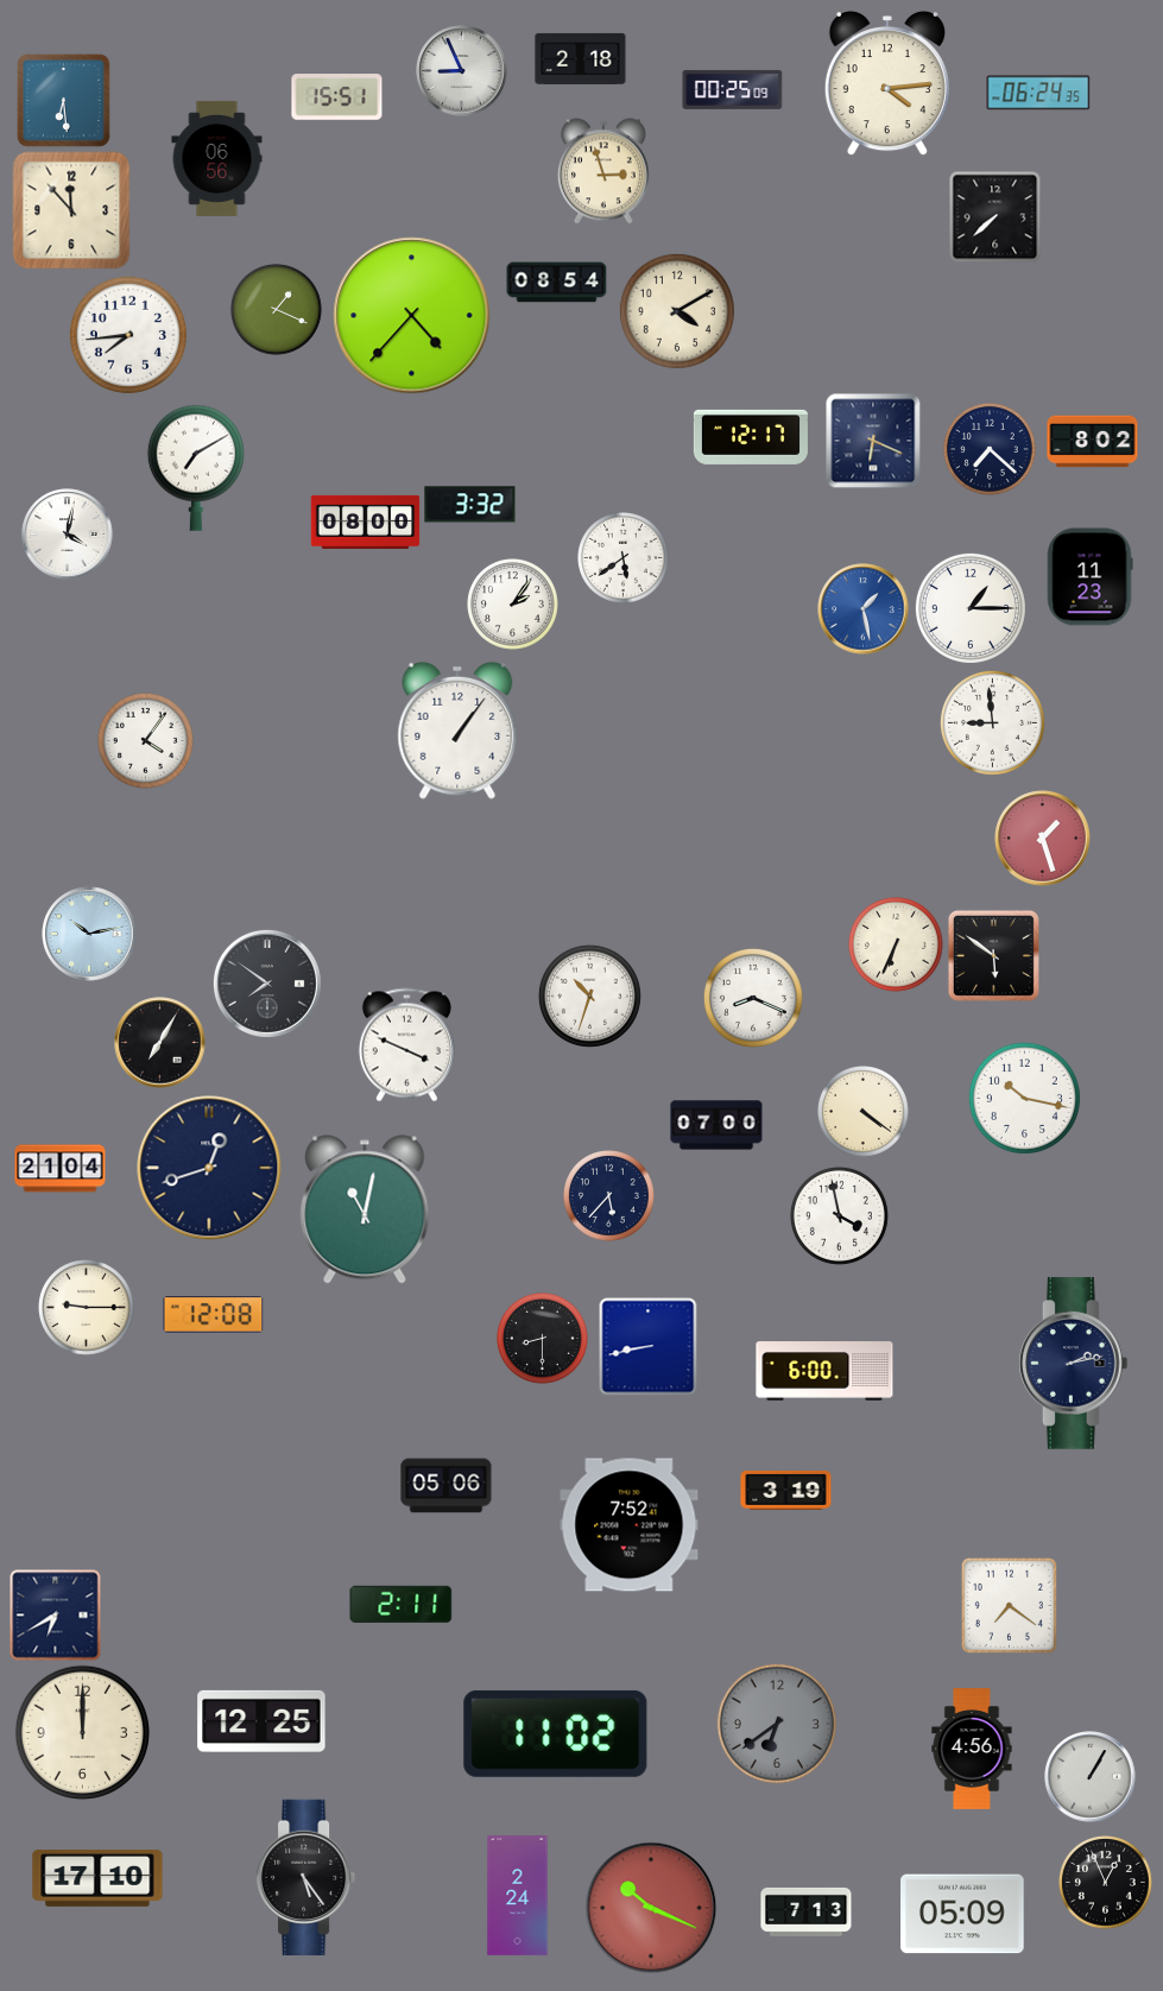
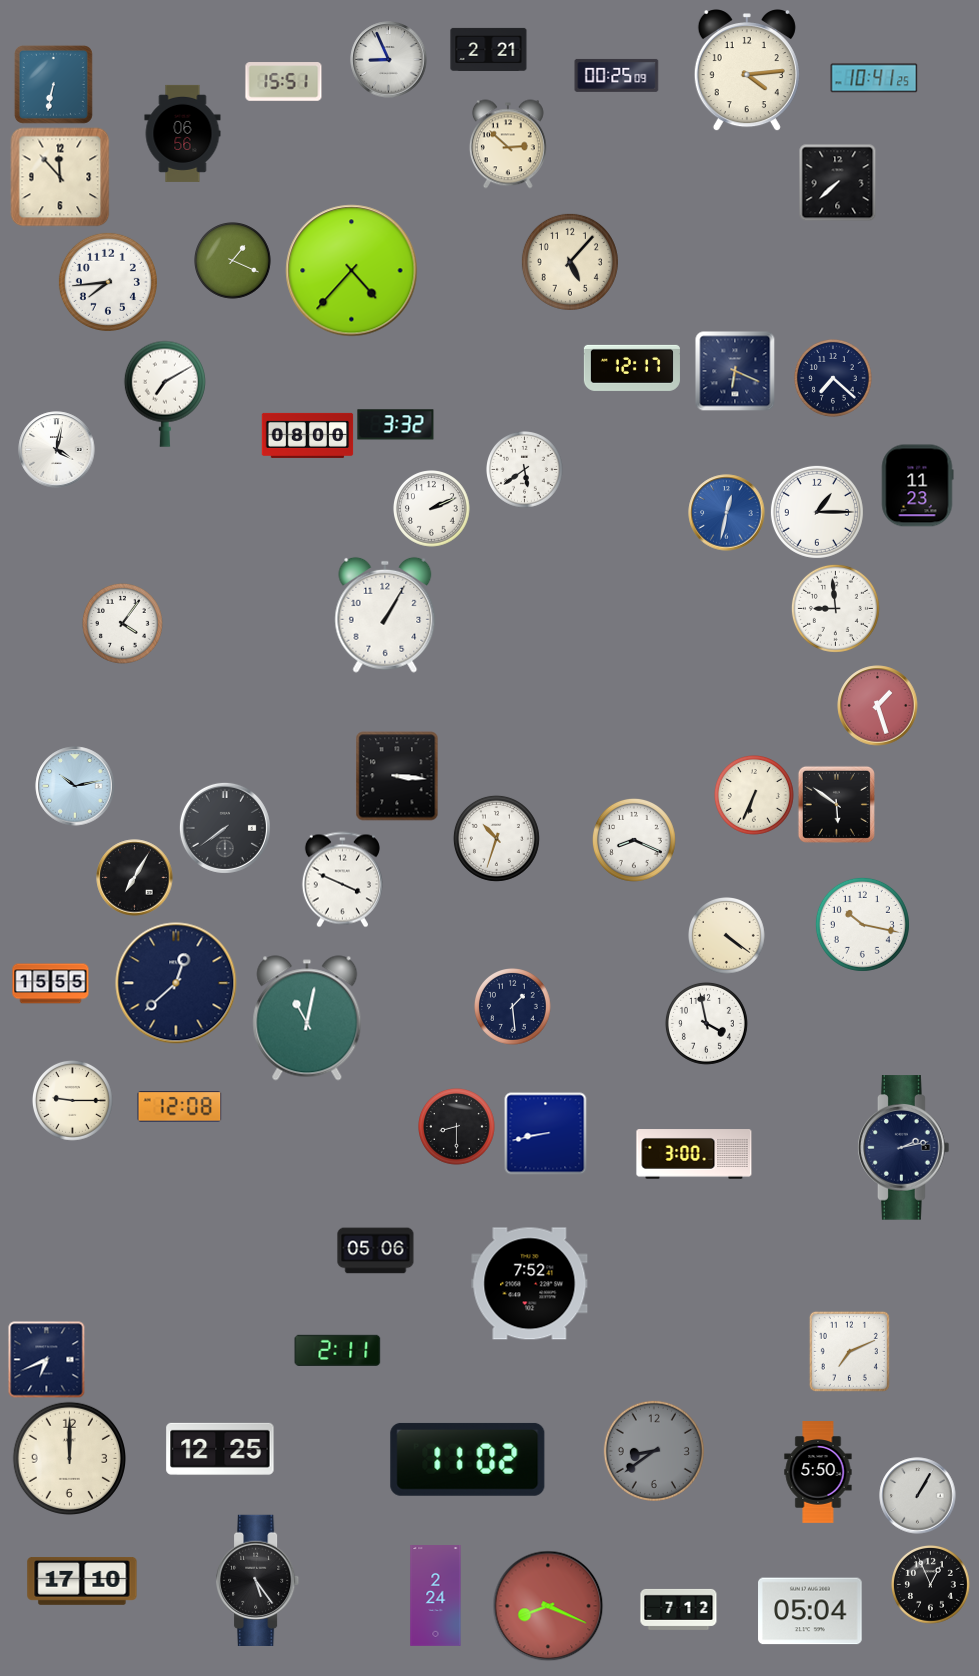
clock at (581, 58): 2:18 -> 2:21
clock at (1038, 93): 06:24 -> 10:41
clock at (63, 100): 6:29 -> 6:32
clock at (603, 171): 2:57 -> 2:52
clock at (557, 283): 08:54 -> none
clock at (677, 311): 4:10 -> 5:07
clock at (412, 316) position: (412, 316) -> (352, 271)
clock at (1093, 442): 8:02 -> none
clock at (366, 522) position: (366, 522) -> (308, 435)
clock at (513, 605): 2:06 -> 2:11
clock at (864, 609): 1:28 -> 12:32
clock at (457, 731): 1:06 -> 1:05
clock at (397, 776): none -> 3:16
clock at (267, 984): 7:51 -> 7:39
clock at (716, 1125): 07:00 -> none
clock at (209, 1168): 12:42 -> 12:38
clock at (61, 1169): 21:04 -> 15:55
clock at (609, 1196): 5:37 -> 1:29
clock at (824, 1371): 6:00 -> 3:00
clock at (786, 1490): 3:19 -> none
clock at (1009, 1605): 7:21 -> 7:11
clock at (56, 1616): 6:40 -> 6:41
clock at (777, 1724): 6:39 -> 8:39
clock at (972, 1749): 4:56 -> 5:50
clock at (651, 1908): 10:19 -> 8:19
clock at (807, 1911): 7:13 -> 7:12
clock at (962, 1914): 05:09 -> 05:04
